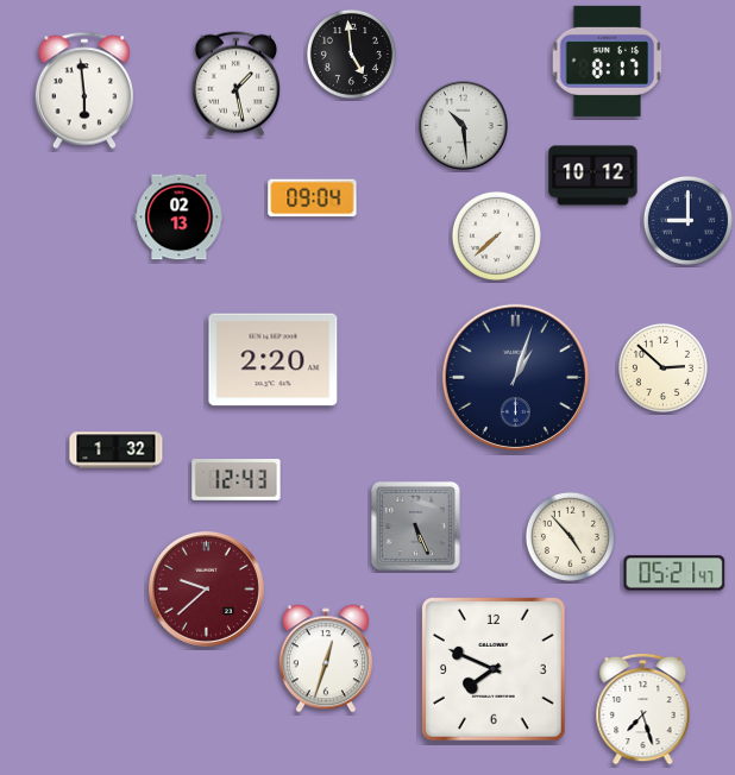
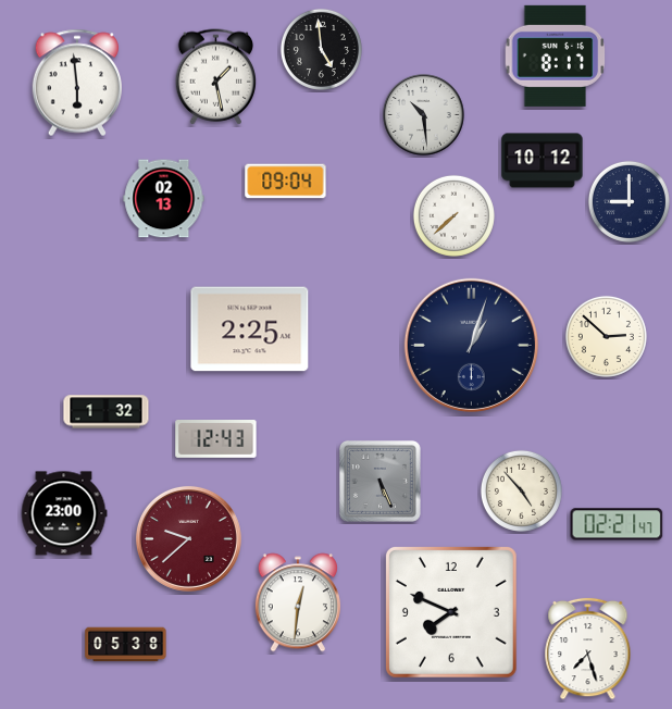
clock at (274, 360): 2:20 -> 2:25
clock at (64, 513): none -> 23:00
clock at (674, 573): 05:21 -> 02:21
clock at (326, 659): 12:33 -> 12:31
clock at (126, 645): none -> 05:38
